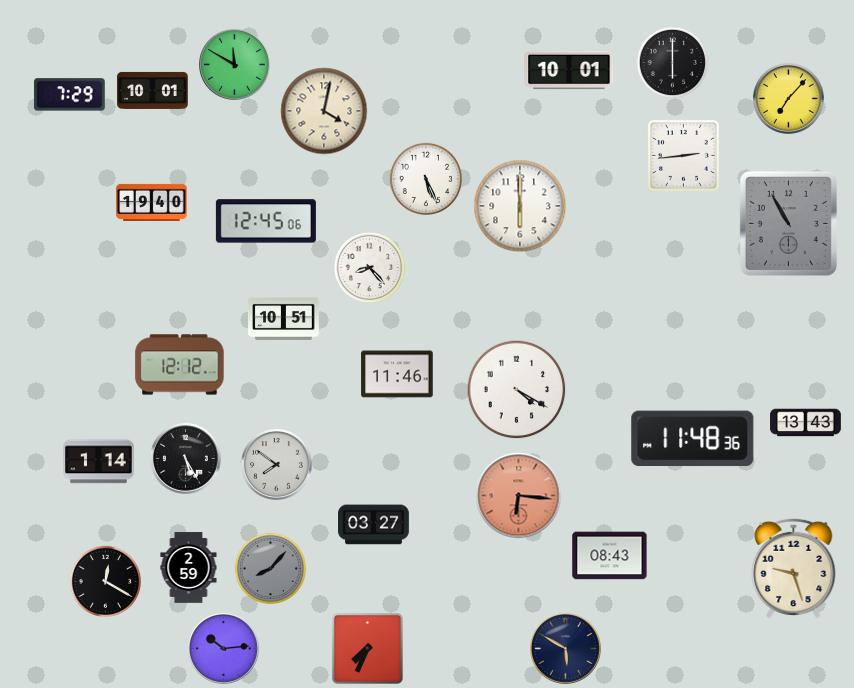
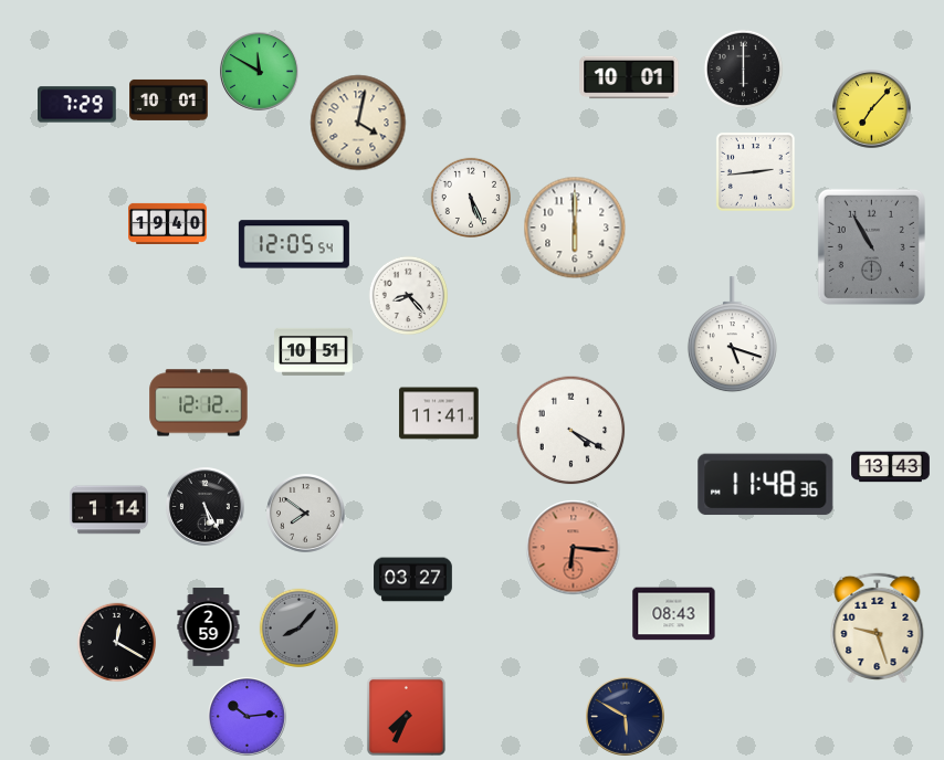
clock at (266, 221): 12:45 -> 12:05
clock at (732, 335): none -> 5:18
clock at (397, 374): 11:46 -> 11:41
